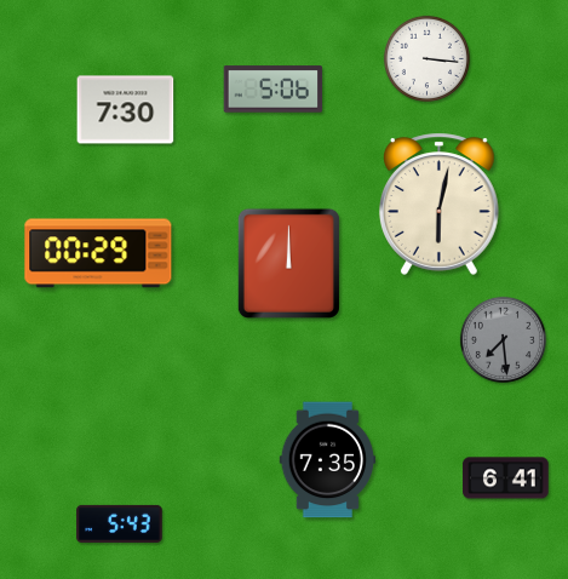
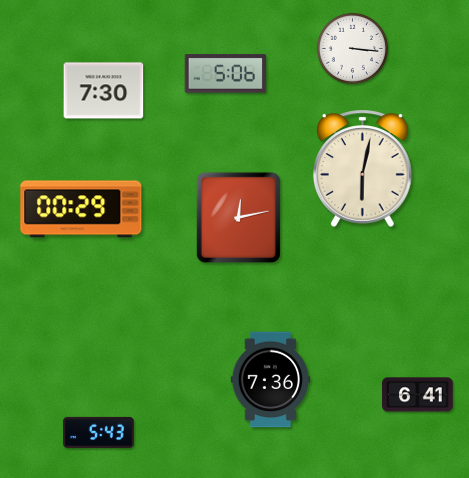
clock at (288, 263): 12:00 -> 12:13
clock at (503, 339): 7:29 -> none
clock at (328, 460): 7:35 -> 7:36
